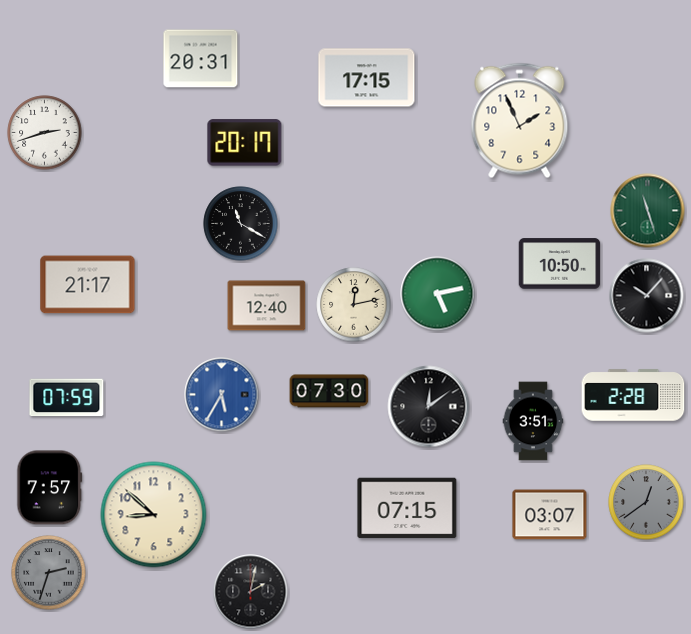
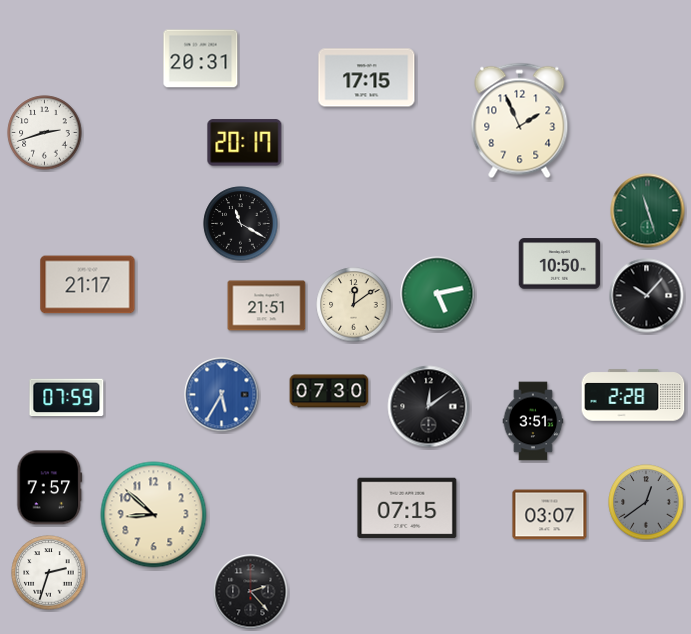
clock at (354, 305): 12:13 -> 12:09
clock at (267, 306): 12:40 -> 21:51
clock at (49, 573) dial: grey -> white
clock at (251, 592): 2:02 -> 2:23
